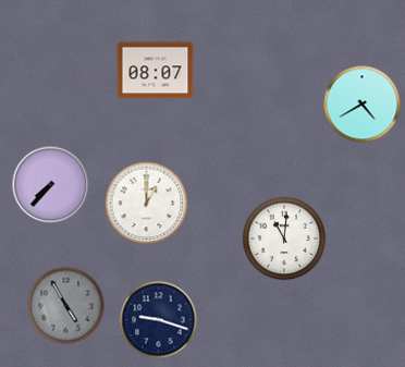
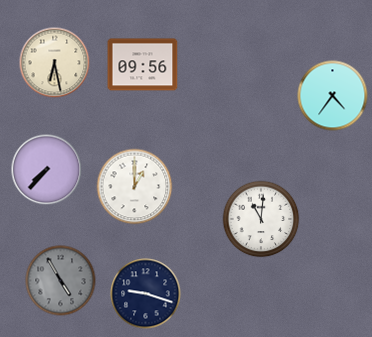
clock at (55, 63): none -> 6:28
clock at (156, 71): 08:07 -> 09:56
clock at (363, 105): 4:40 -> 4:36
